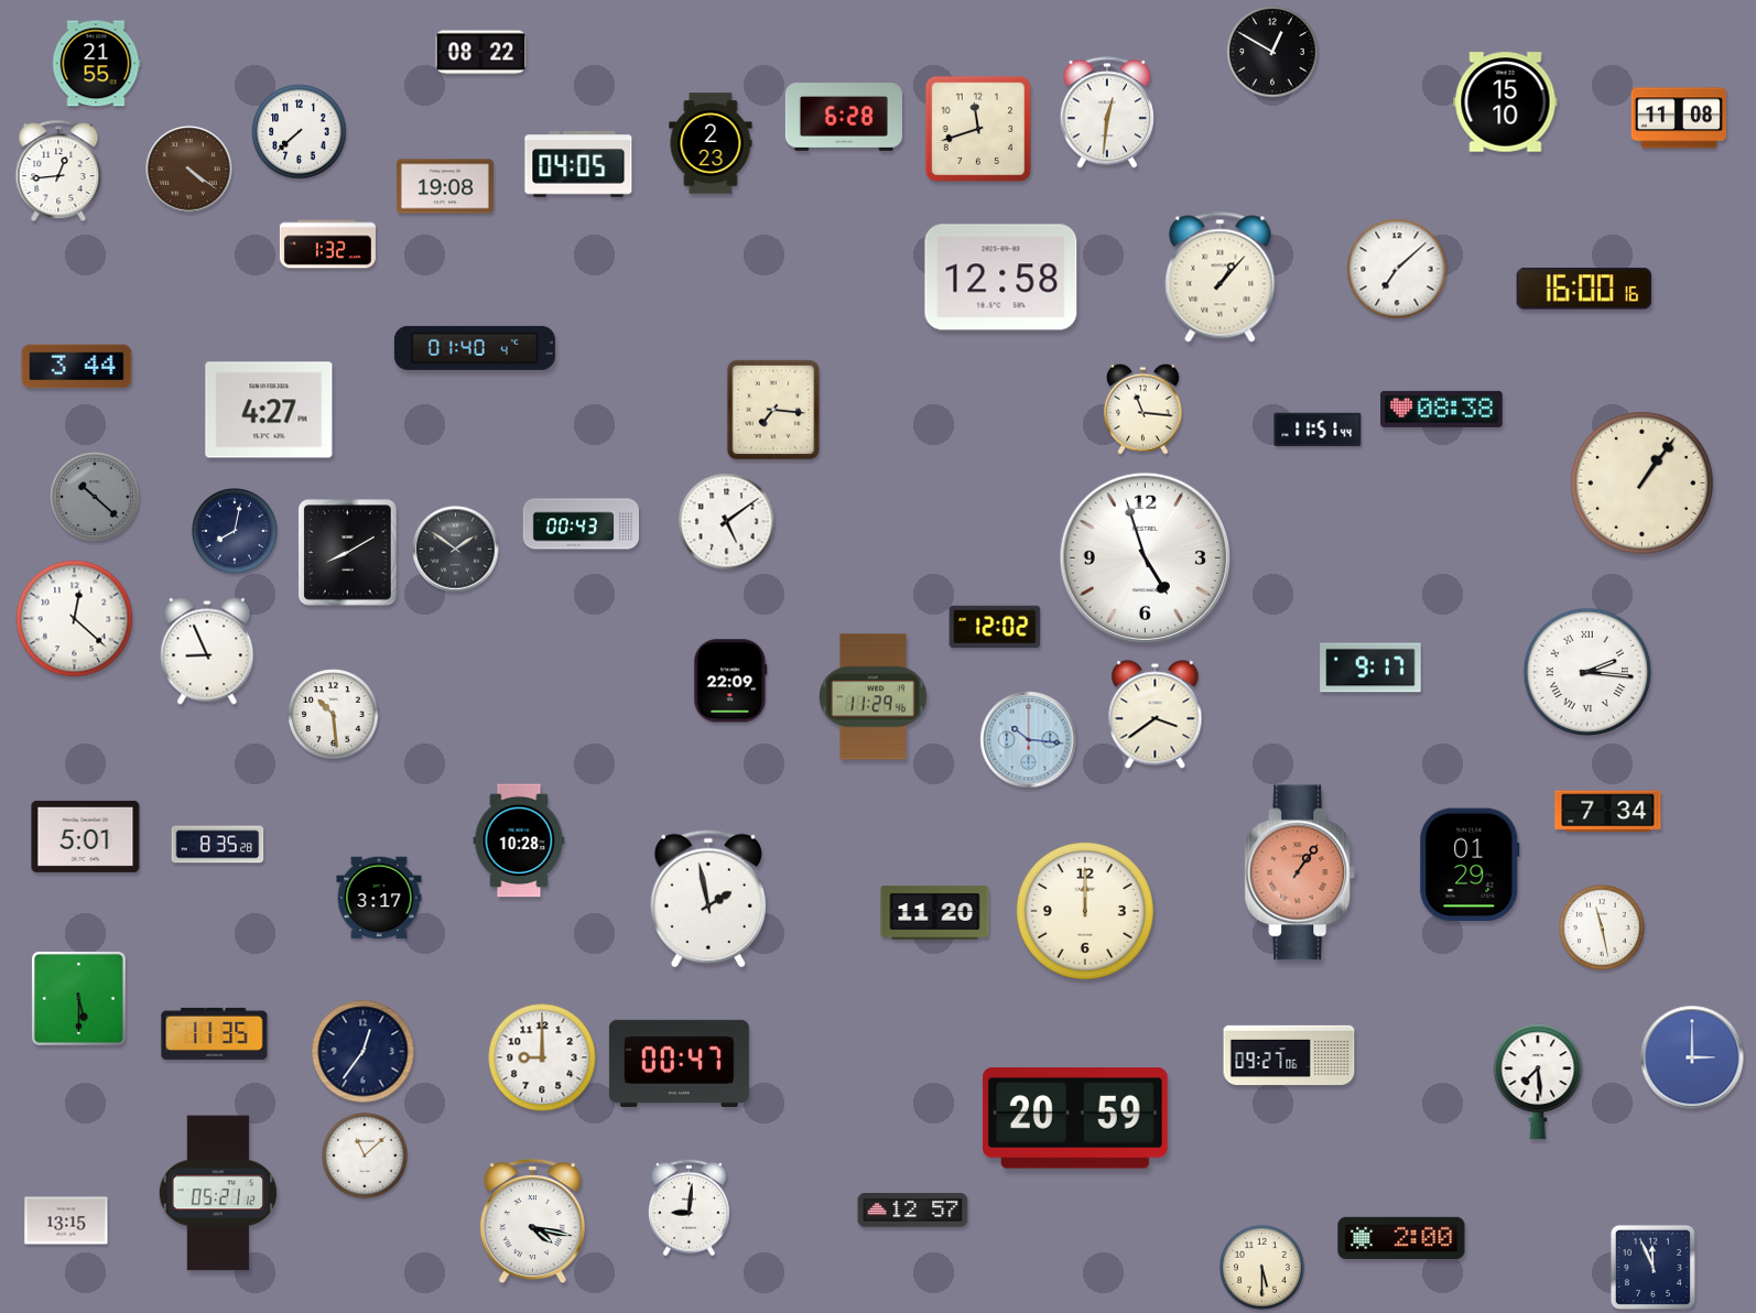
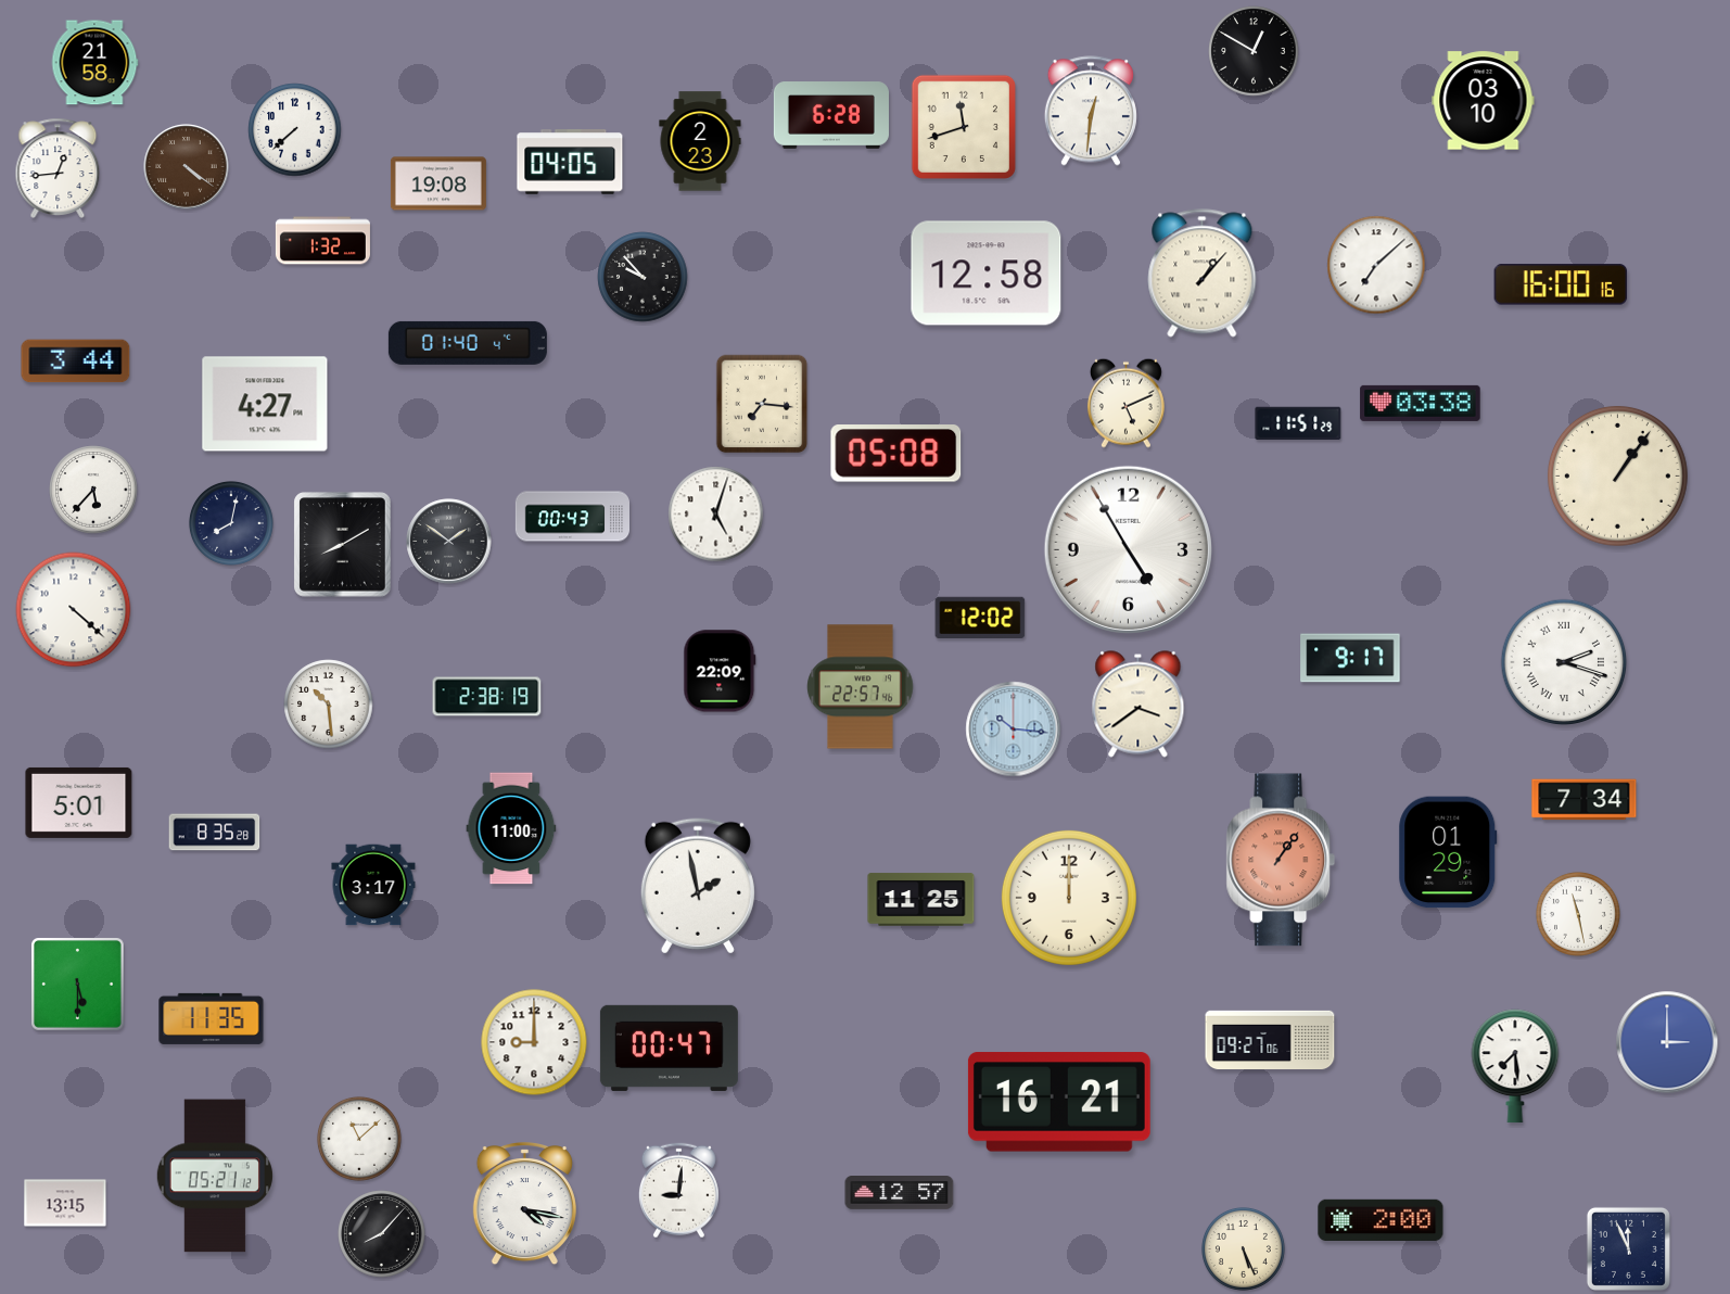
clock at (481, 53): 08:22 -> none
clock at (96, 64): 21:55 -> 21:58
clock at (1506, 102): 15:10 -> 03:10
clock at (1679, 118): 11:08 -> none
clock at (643, 277): none -> 9:53
clock at (1142, 409): 11:16 -> 5:11
clock at (1442, 409): 08:38 -> 03:38
clock at (1318, 428): 11:51:44 -> 11:51:29
clock at (896, 454): none -> 05:08
clock at (95, 497): 10:22 -> 5:37
clock at (95, 497) dial: grey -> white
clock at (727, 522): 5:09 -> 5:03
clock at (1145, 557): 4:57 -> 4:55
clock at (75, 619): 12:22 -> 4:22
clock at (207, 651): 8:56 -> none
clock at (1587, 672): 2:16 -> 2:18
clock at (874, 697): 11:29 -> 22:57
clock at (487, 697): none -> 2:38
clock at (86, 836) position: (86, 836) -> (79, 802)
clock at (519, 840): 10:28 -> 11:00
clock at (935, 913): 11:20 -> 11:25
clock at (364, 1052): 12:36 -> none
clock at (1075, 1118): 20:59 -> 16:21
clock at (382, 1234): none -> 8:07
clock at (1261, 1267): 5:30 -> 5:26
